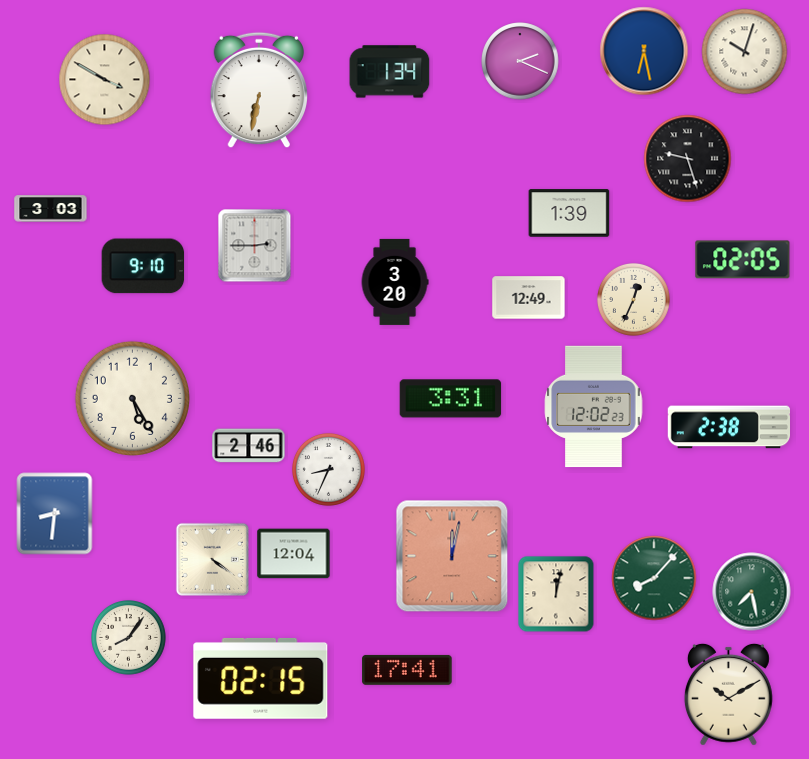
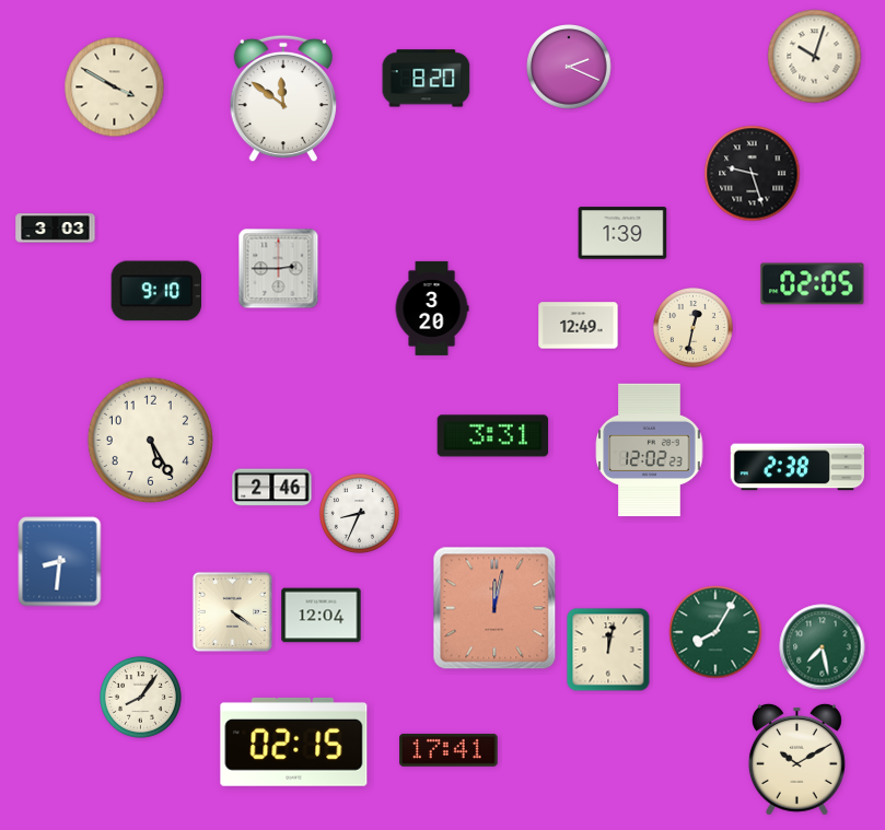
clock at (644, 51): 6:28 -> none
clock at (390, 72): 1:34 -> 8:20
clock at (258, 90): 6:32 -> 11:51
clock at (633, 299): 12:34 -> 12:32
clock at (132, 398) position: (132, 398) -> (150, 440)
clock at (594, 407) position: (594, 407) -> (650, 451)
clock at (294, 554) position: (294, 554) -> (322, 616)
clock at (654, 578): 8:07 -> 8:05
clock at (407, 670) position: (407, 670) -> (449, 750)
clock at (261, 678) position: (261, 678) -> (294, 741)
